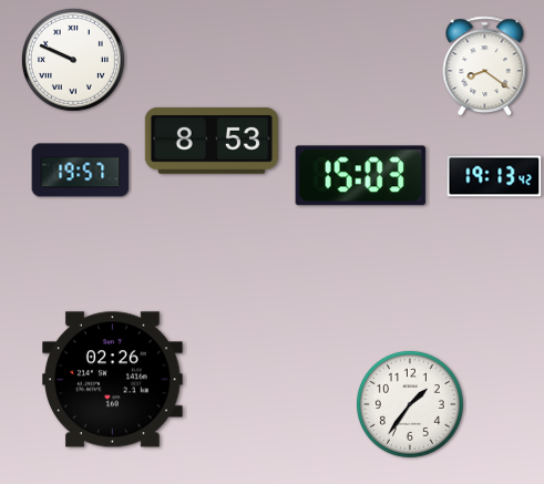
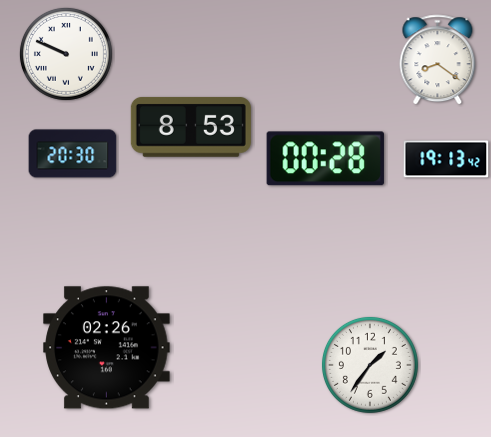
clock at (81, 171): 19:57 -> 20:30
clock at (360, 176): 15:03 -> 00:28
clock at (113, 380) position: (113, 380) -> (107, 348)
